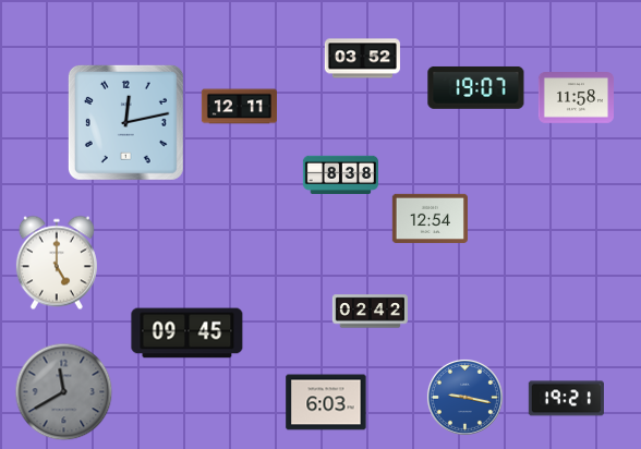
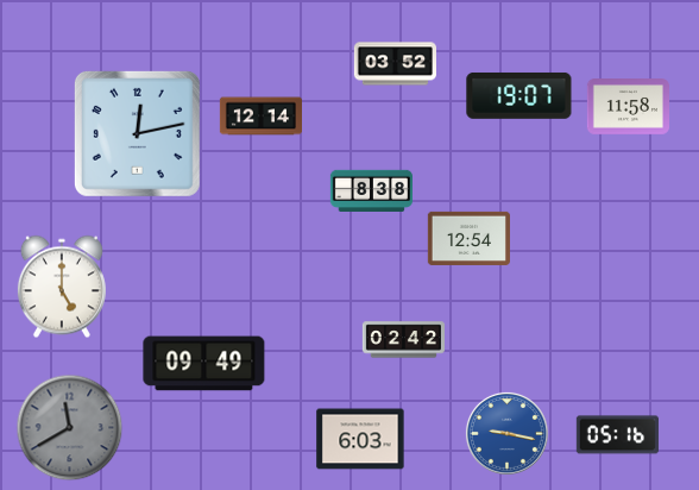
clock at (239, 107): 12:11 -> 12:14
clock at (188, 333): 09:45 -> 09:49
clock at (566, 399): 19:21 -> 05:16
clock at (326, 402) position: (326, 402) -> (360, 439)
